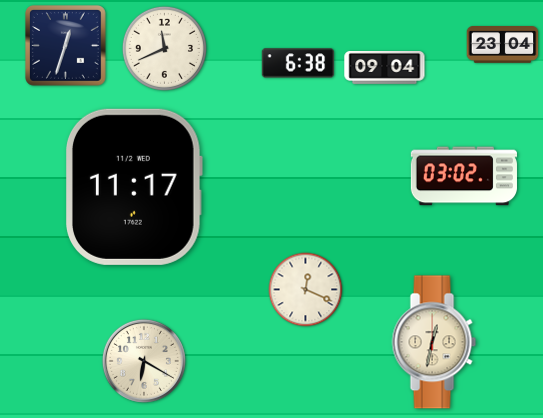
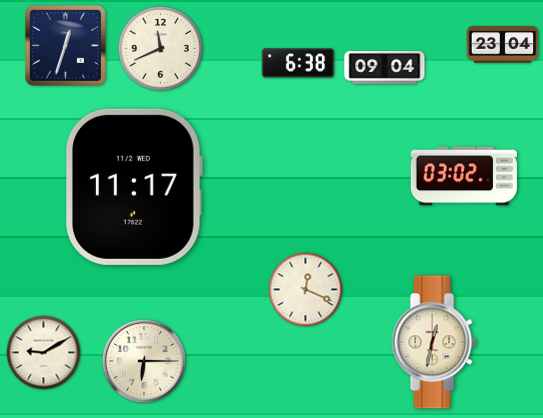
clock at (164, 48) position: (164, 48) -> (160, 48)
clock at (44, 353): none -> 9:10
clock at (144, 361): 6:20 -> 6:15
